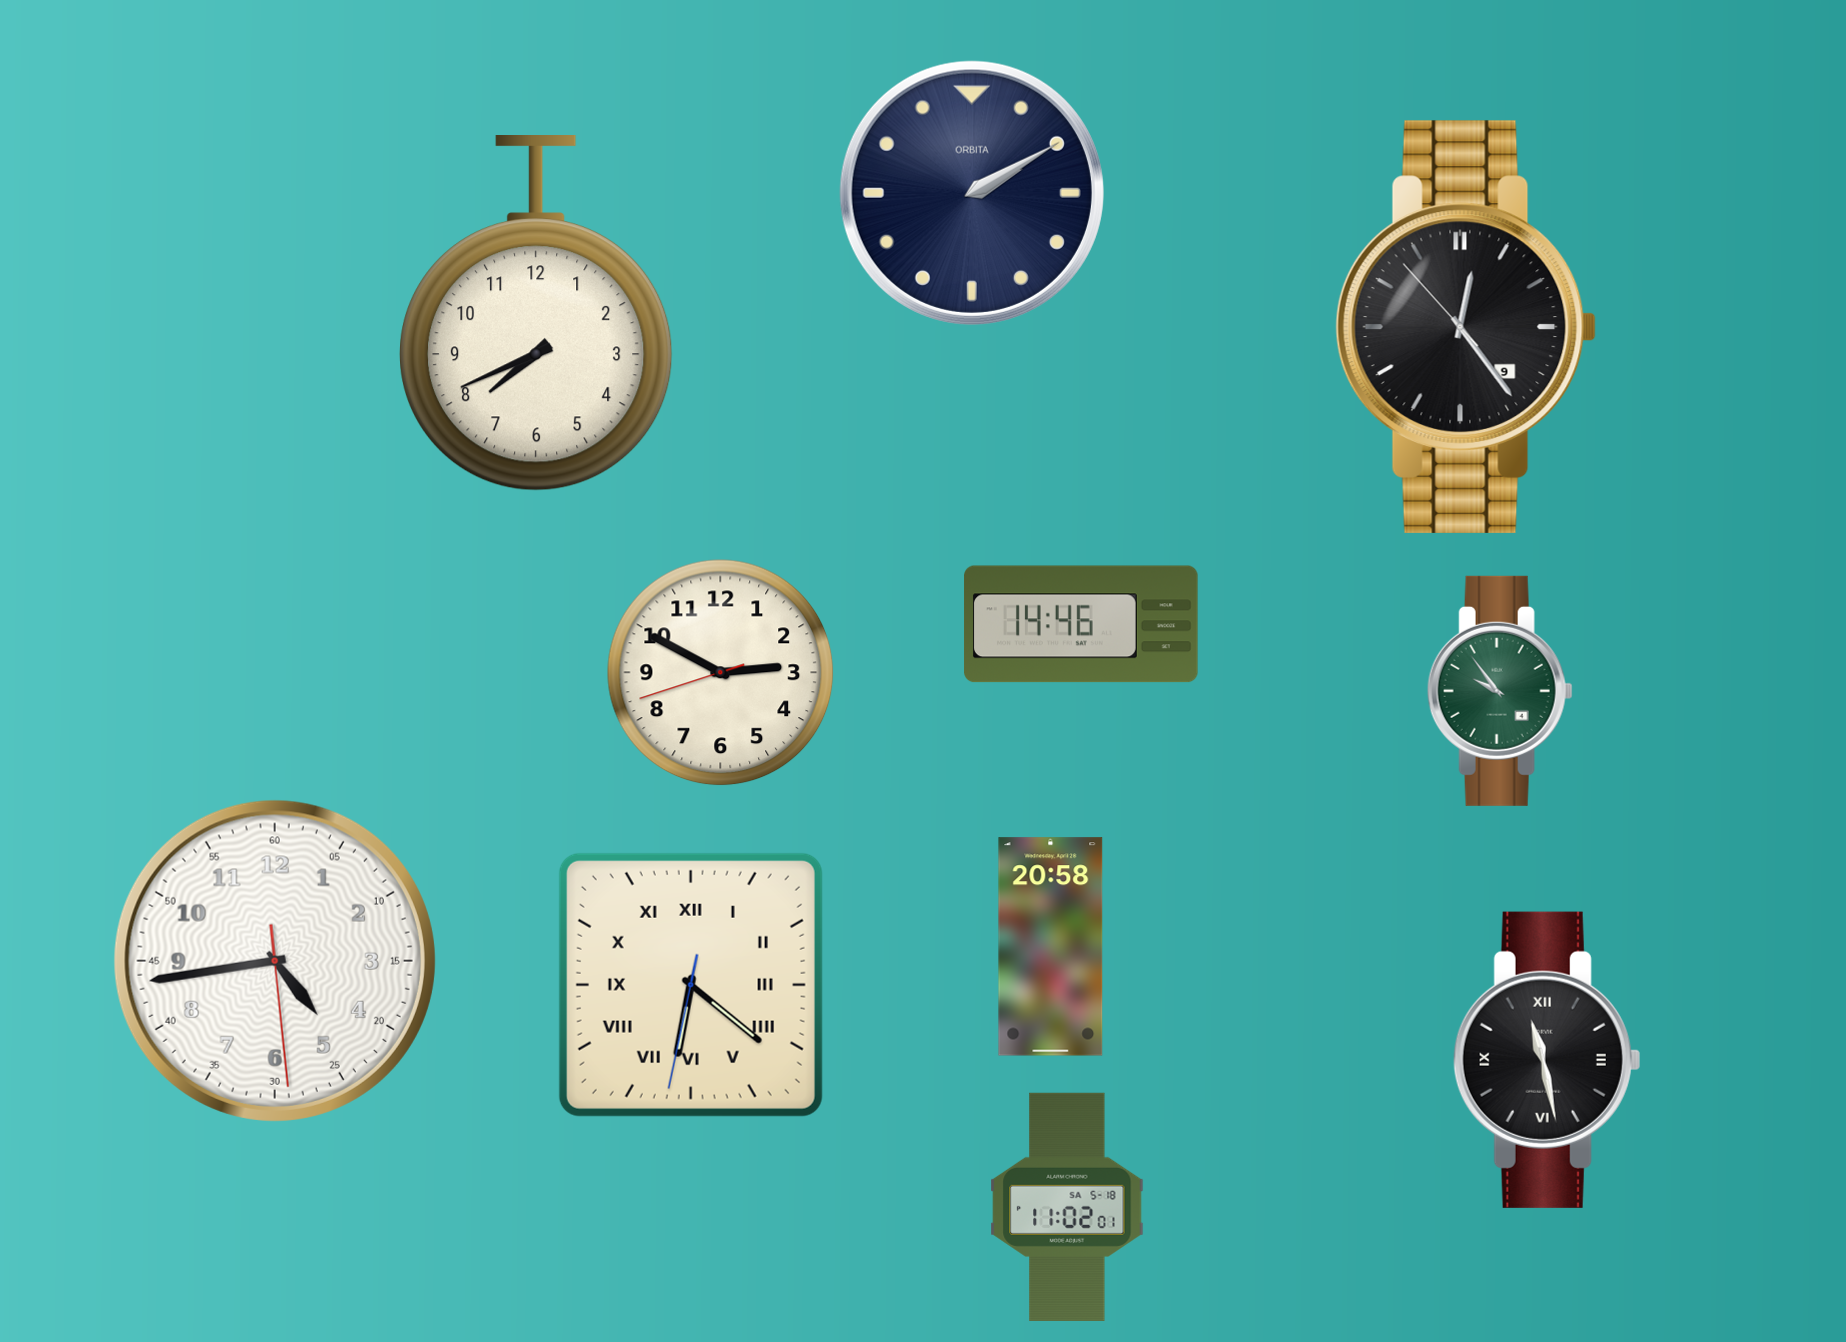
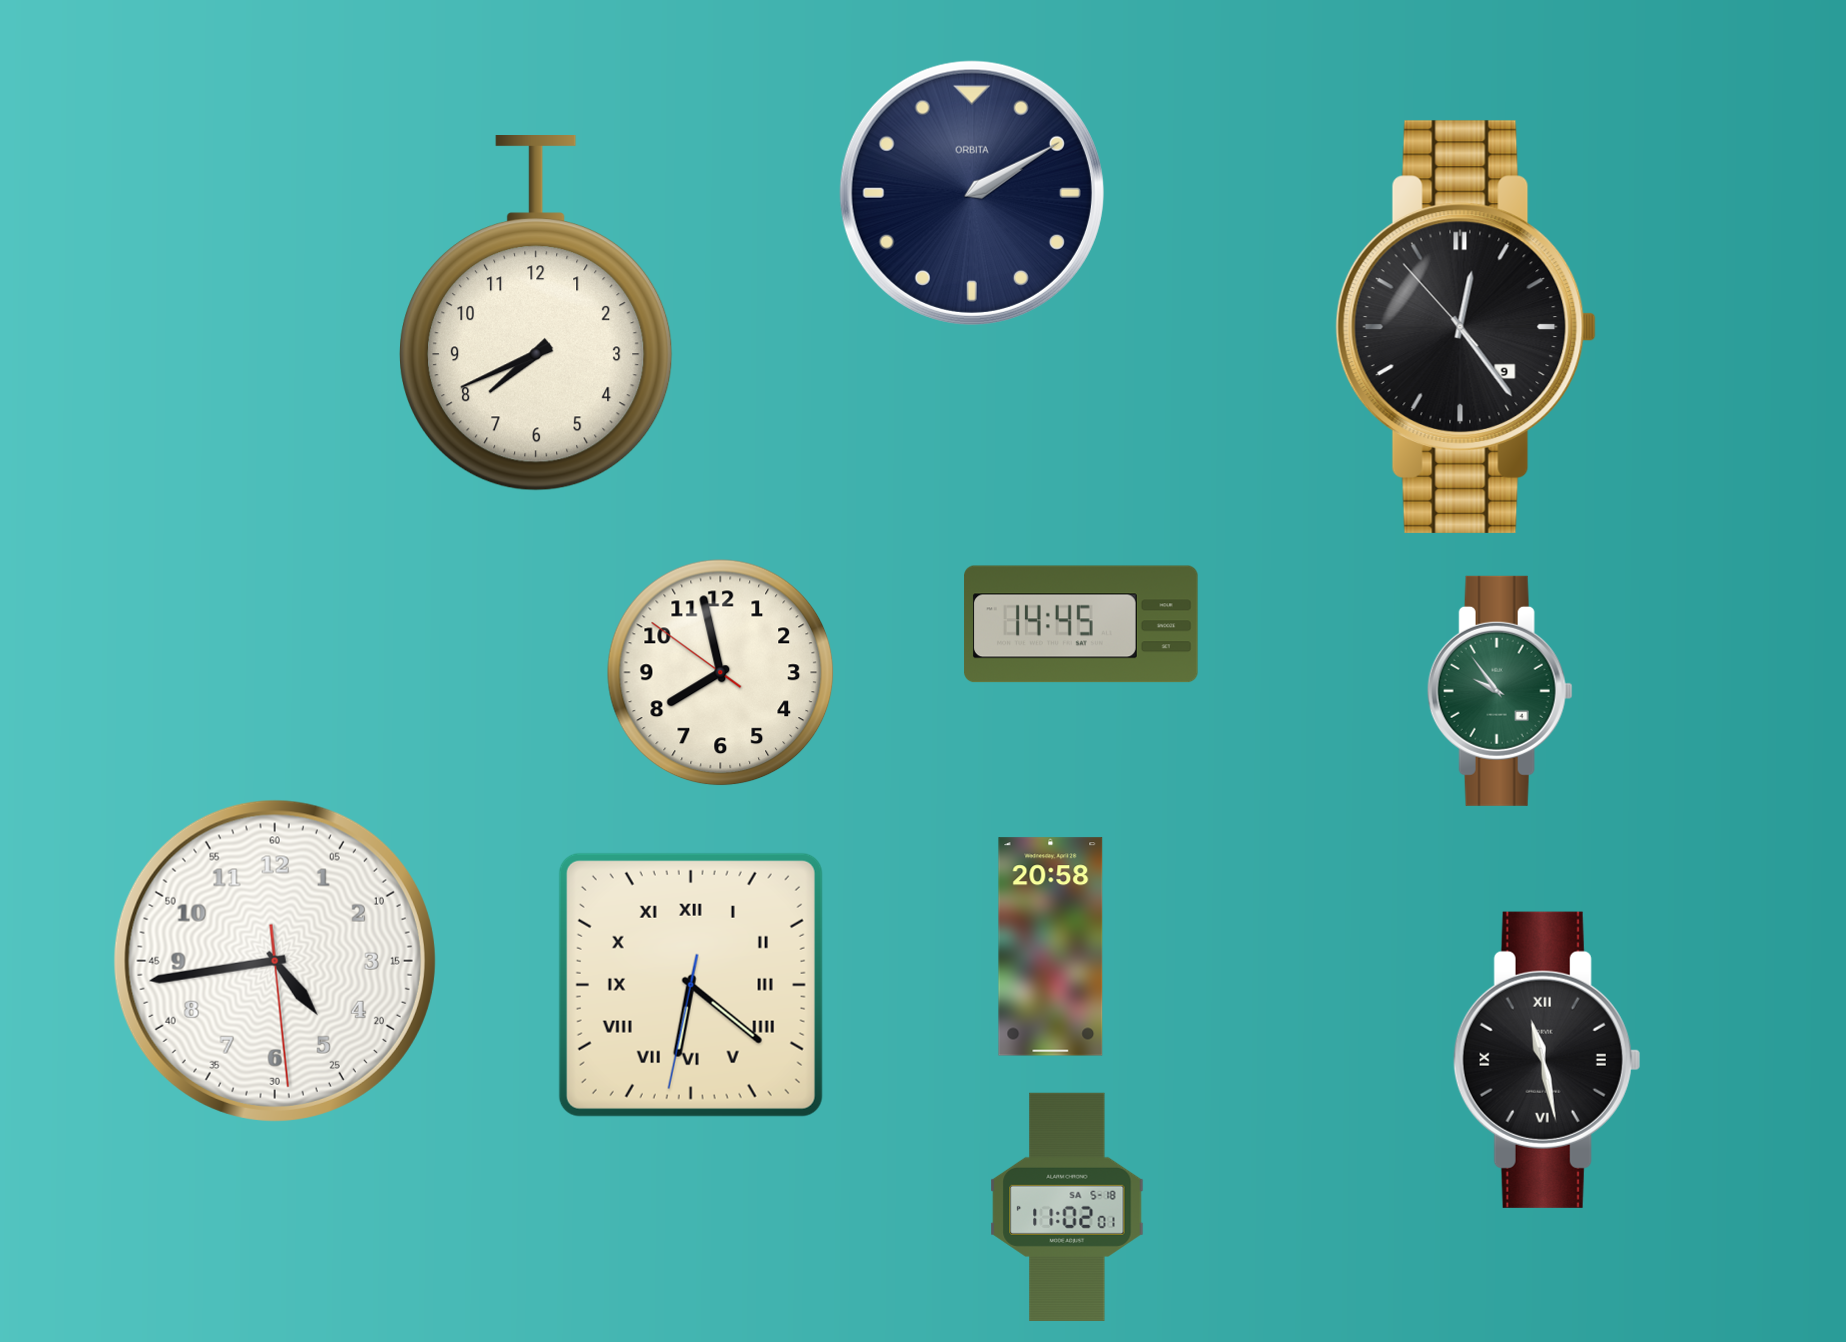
clock at (1081, 624): 14:46 -> 14:45
clock at (721, 673): 2:49 -> 7:57
